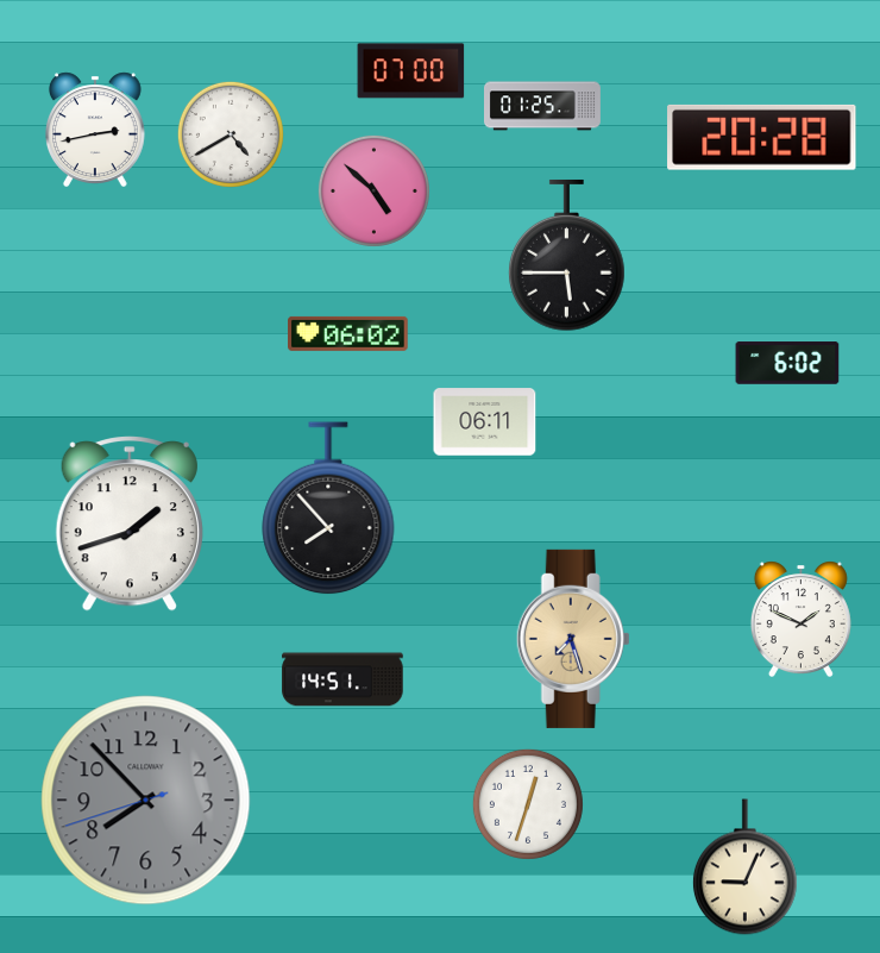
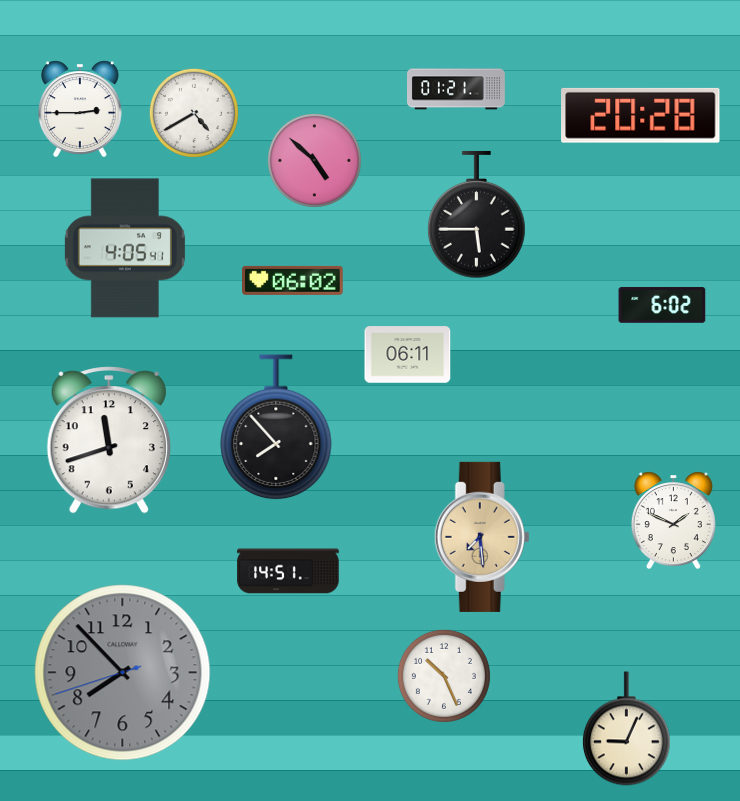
clock at (411, 71): 07:00 -> none
clock at (543, 106): 01:25 -> 01:21
clock at (95, 130): 2:43 -> 2:45
clock at (125, 248): none -> 4:05
clock at (130, 523): 1:42 -> 11:42
clock at (573, 639): 7:27 -> 7:29
clock at (528, 804): 12:33 -> 10:26
